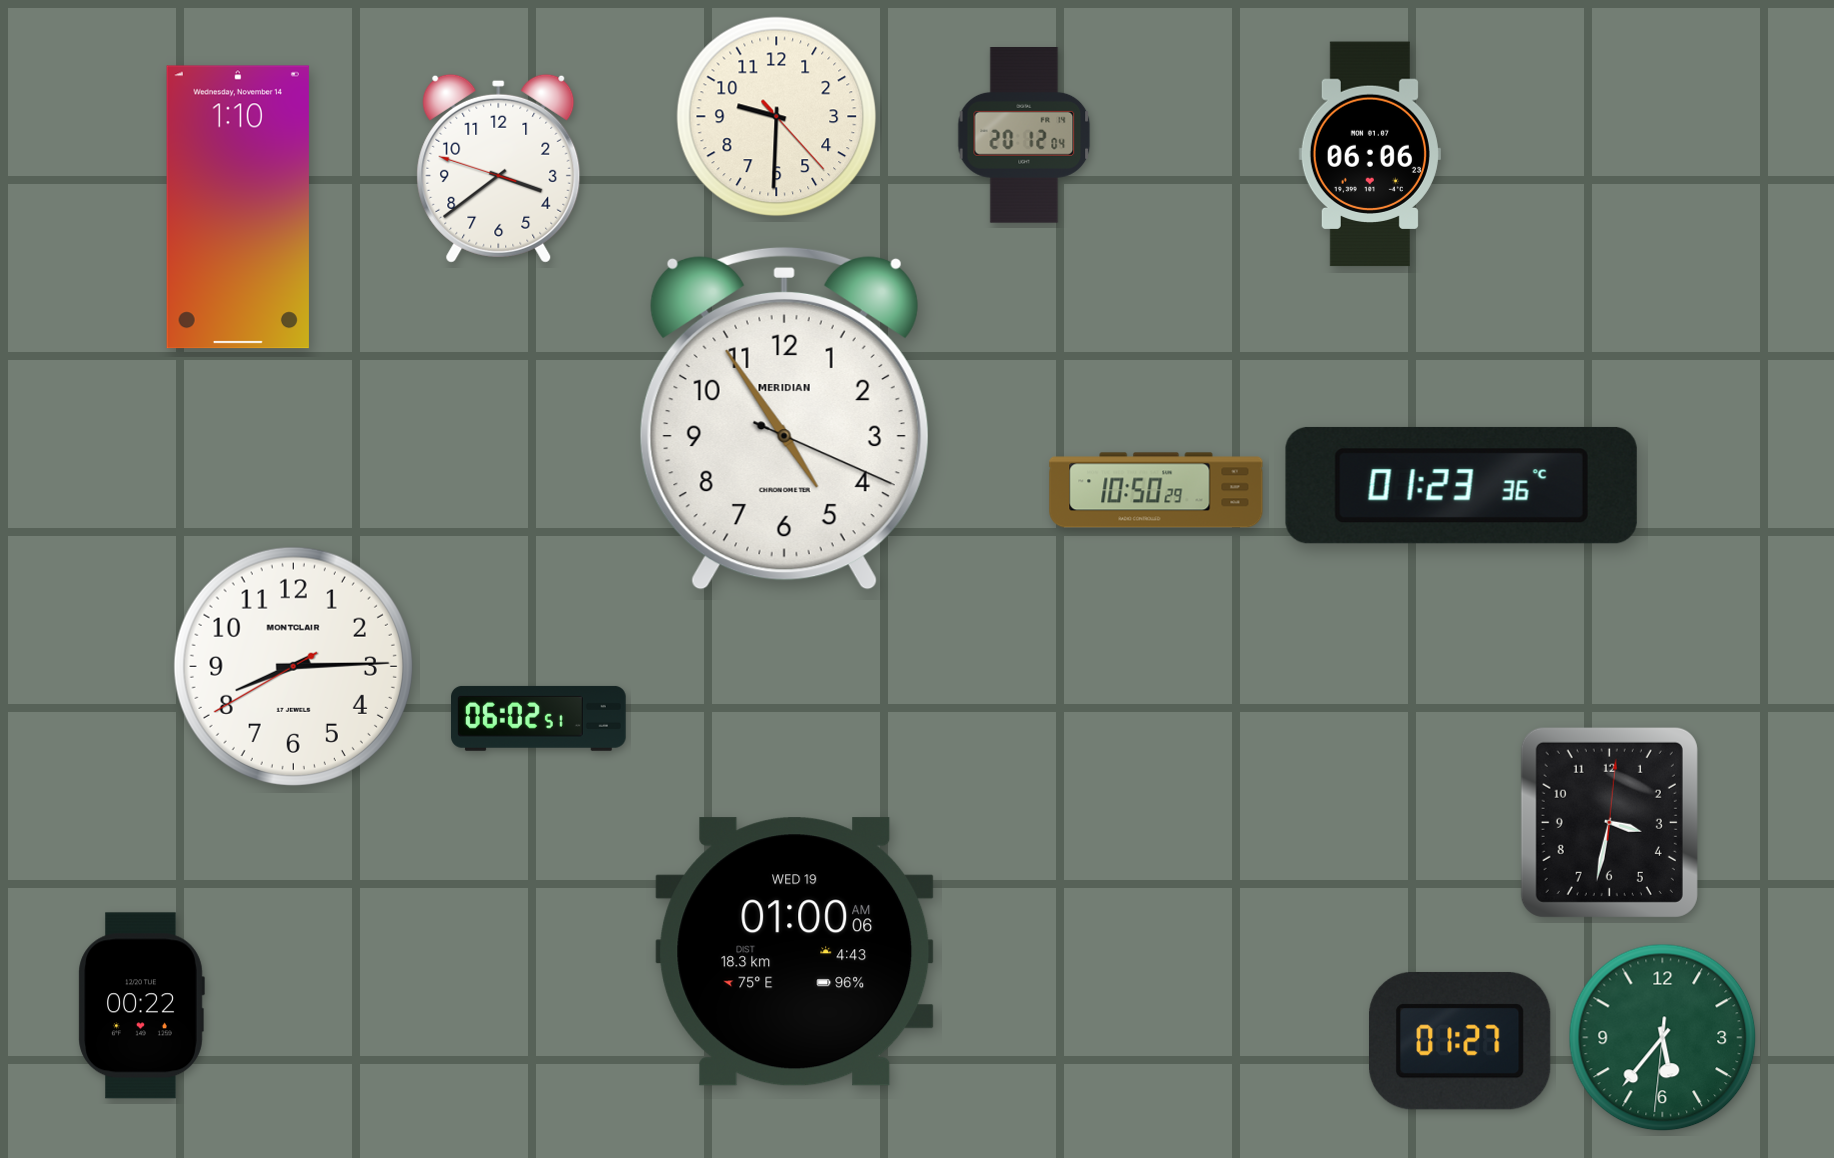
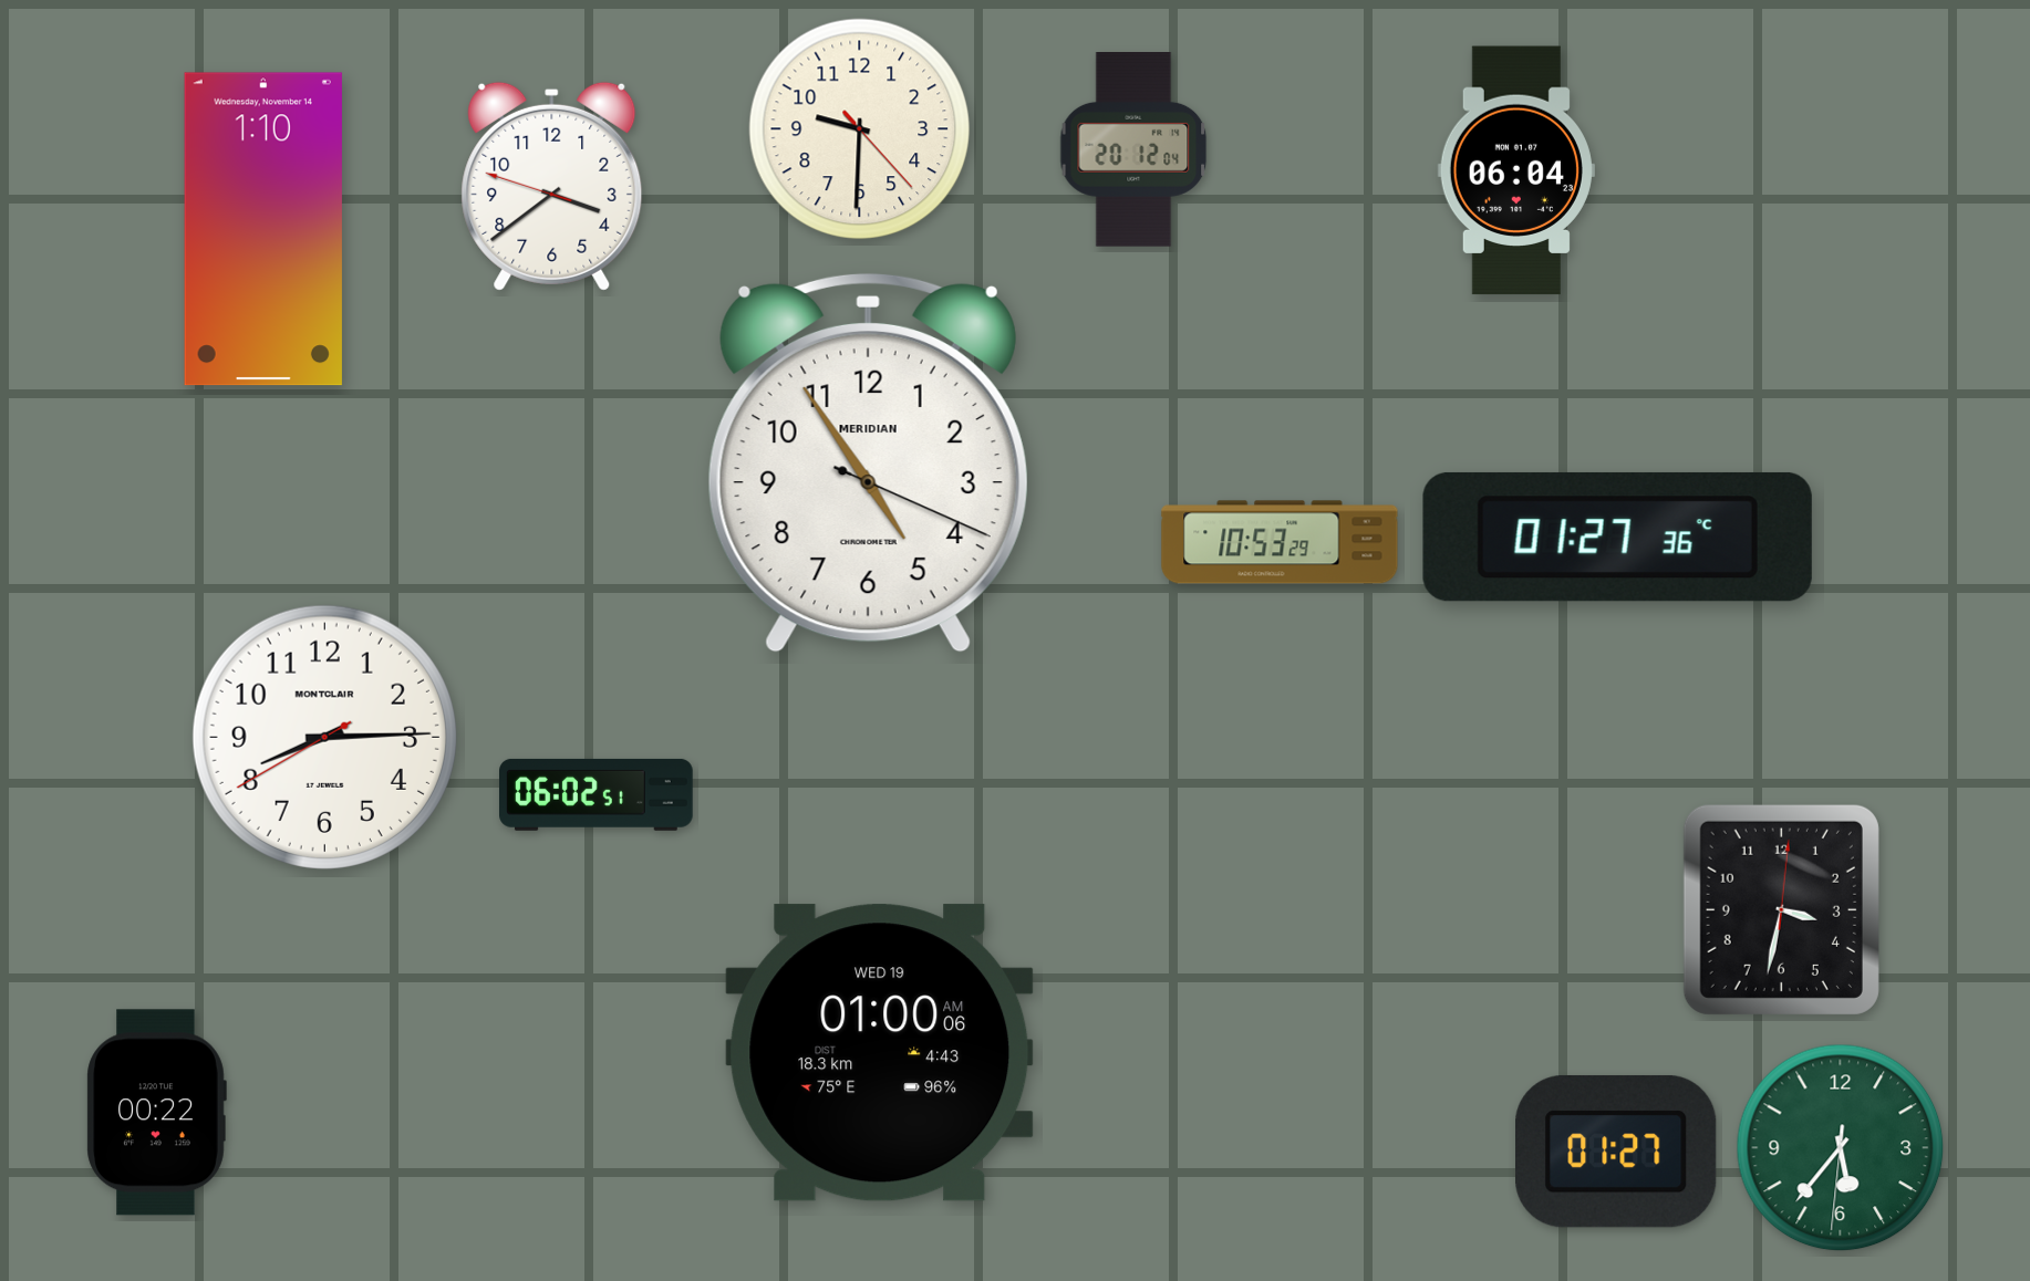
clock at (1370, 154): 06:06 -> 06:04
clock at (1461, 485): 01:23 -> 01:27
clock at (1156, 490): 10:50 -> 10:53
